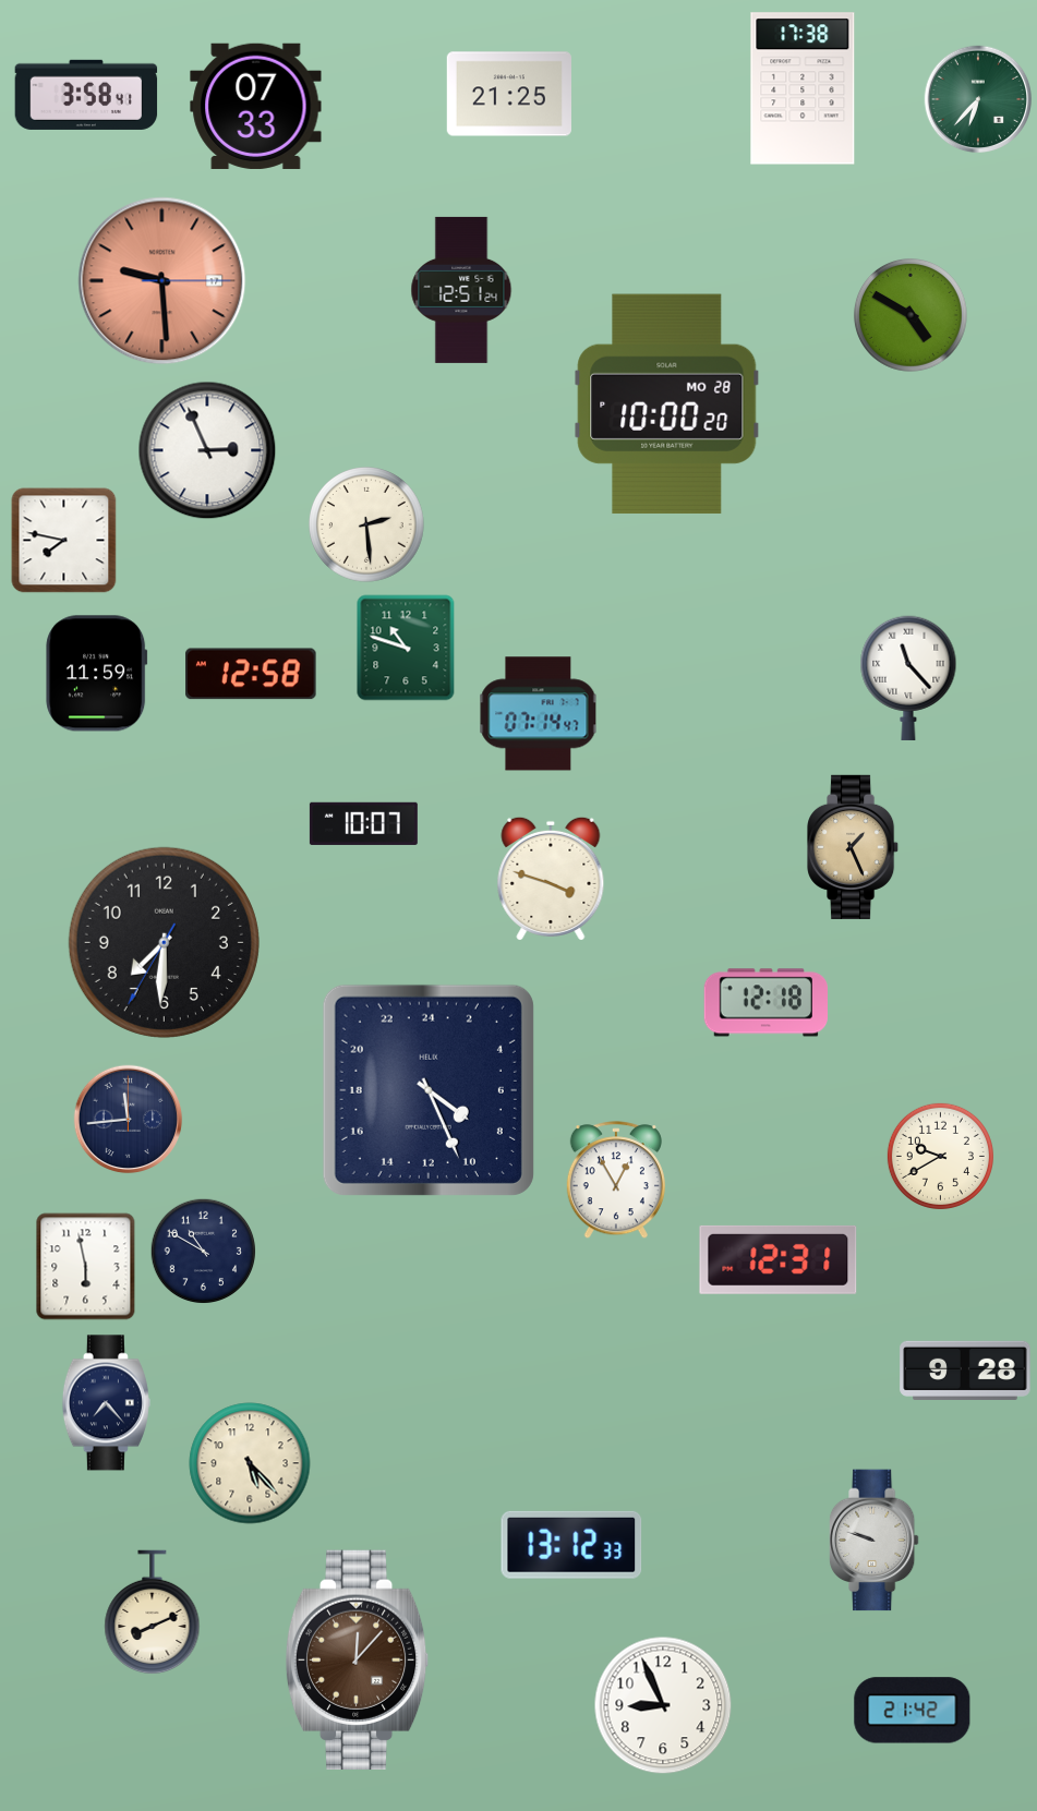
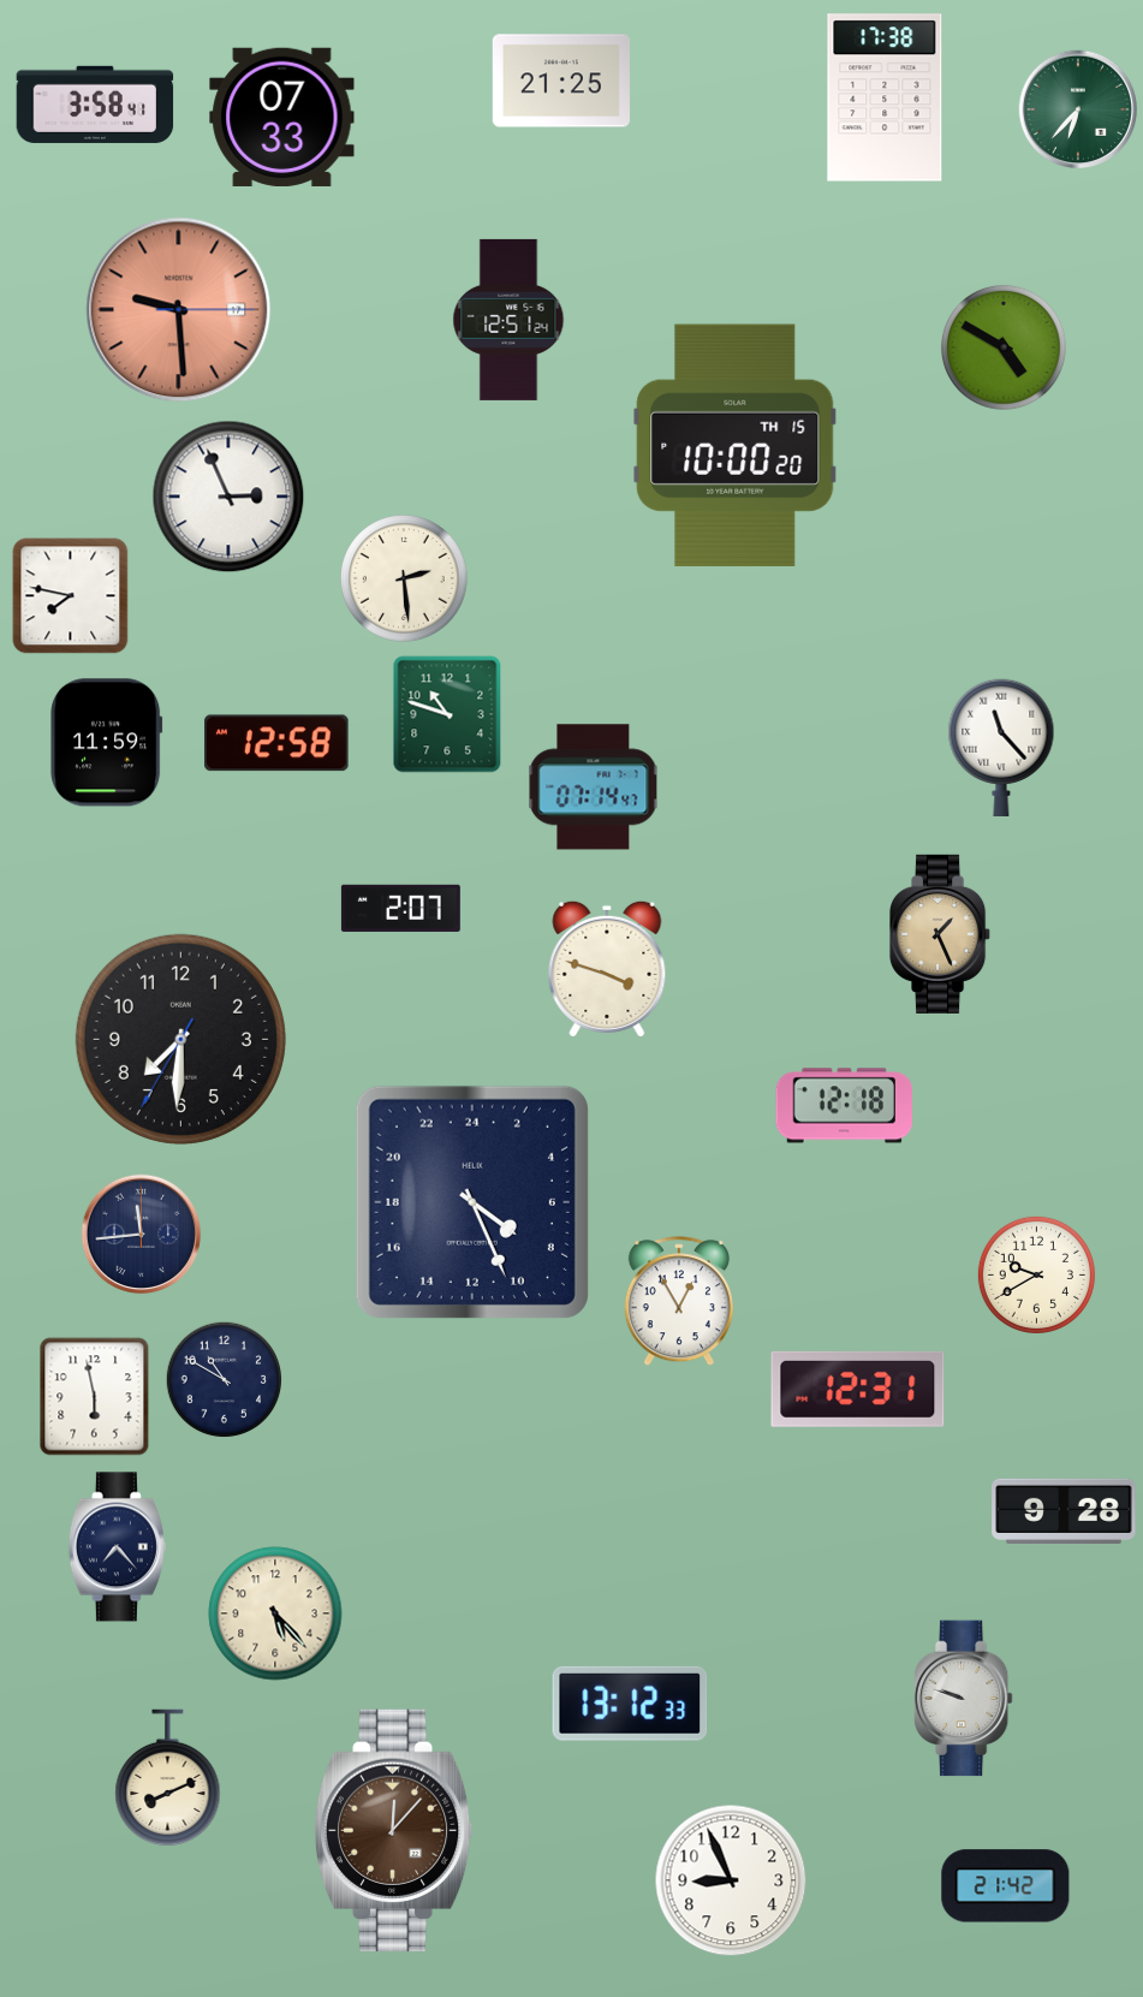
clock at (509, 94) position: (509, 94) -> (561, 81)
clock at (667, 403) date: MO 28 -> TH 15
clock at (363, 823): 10:07 -> 2:07
